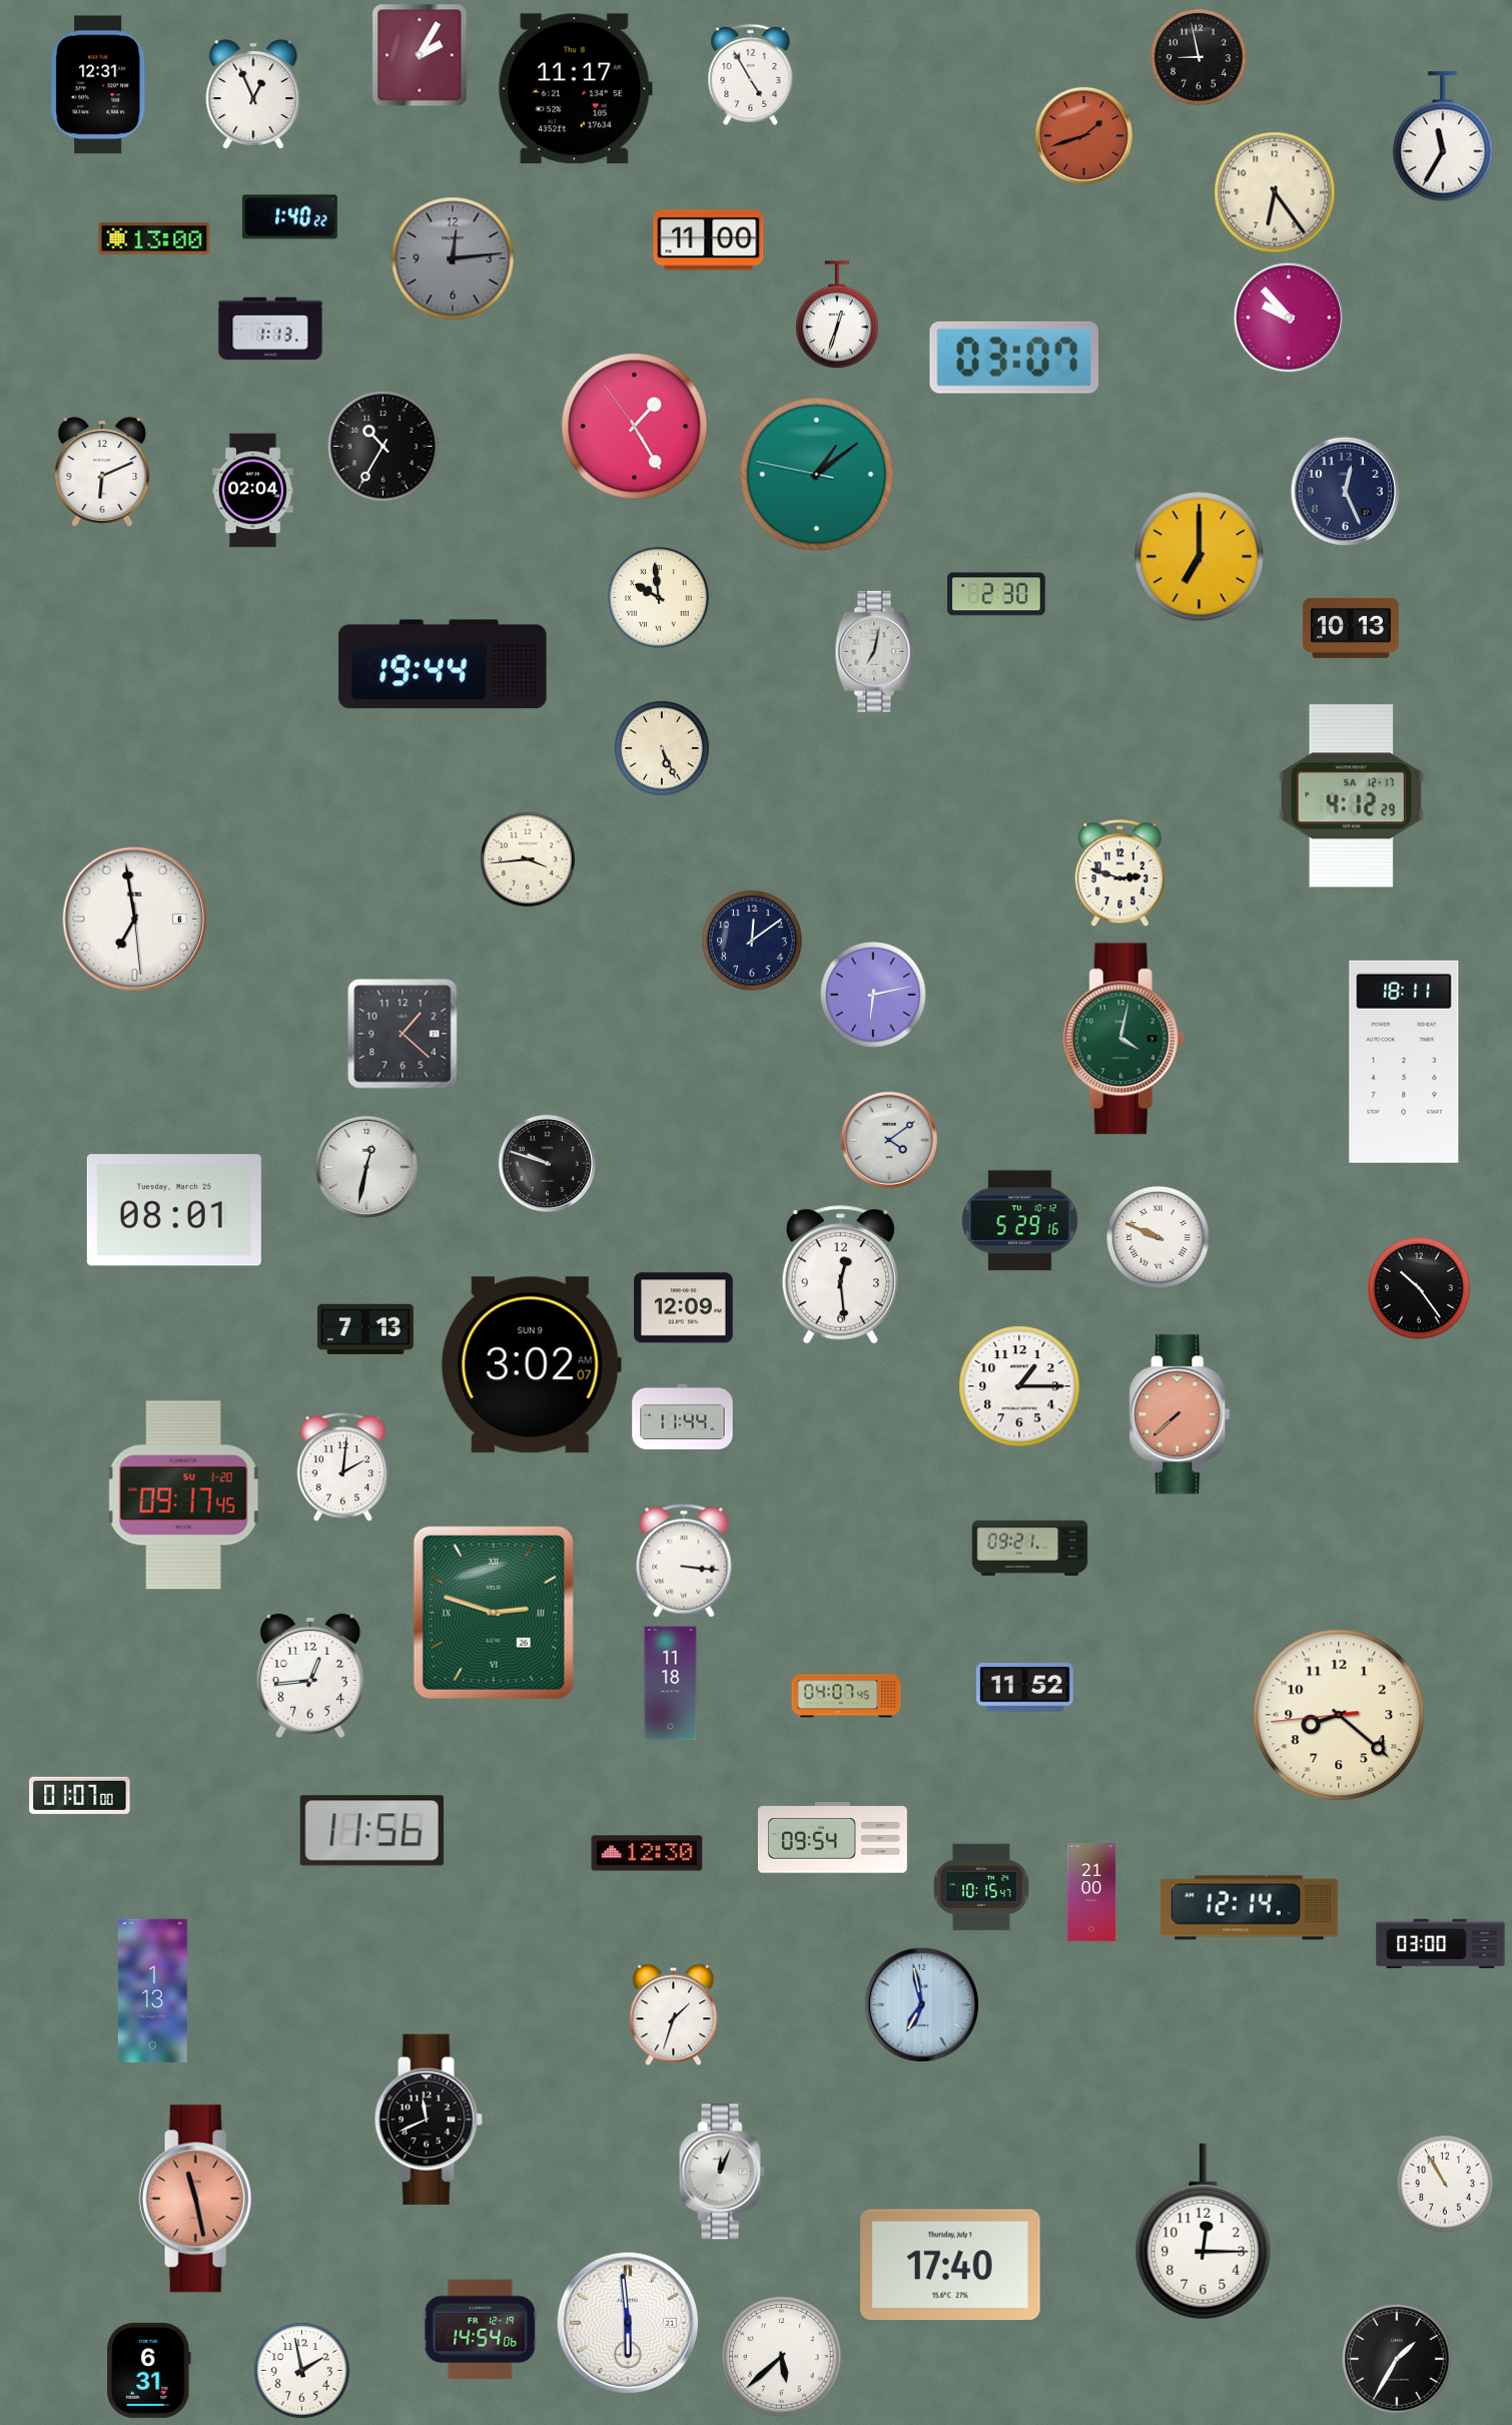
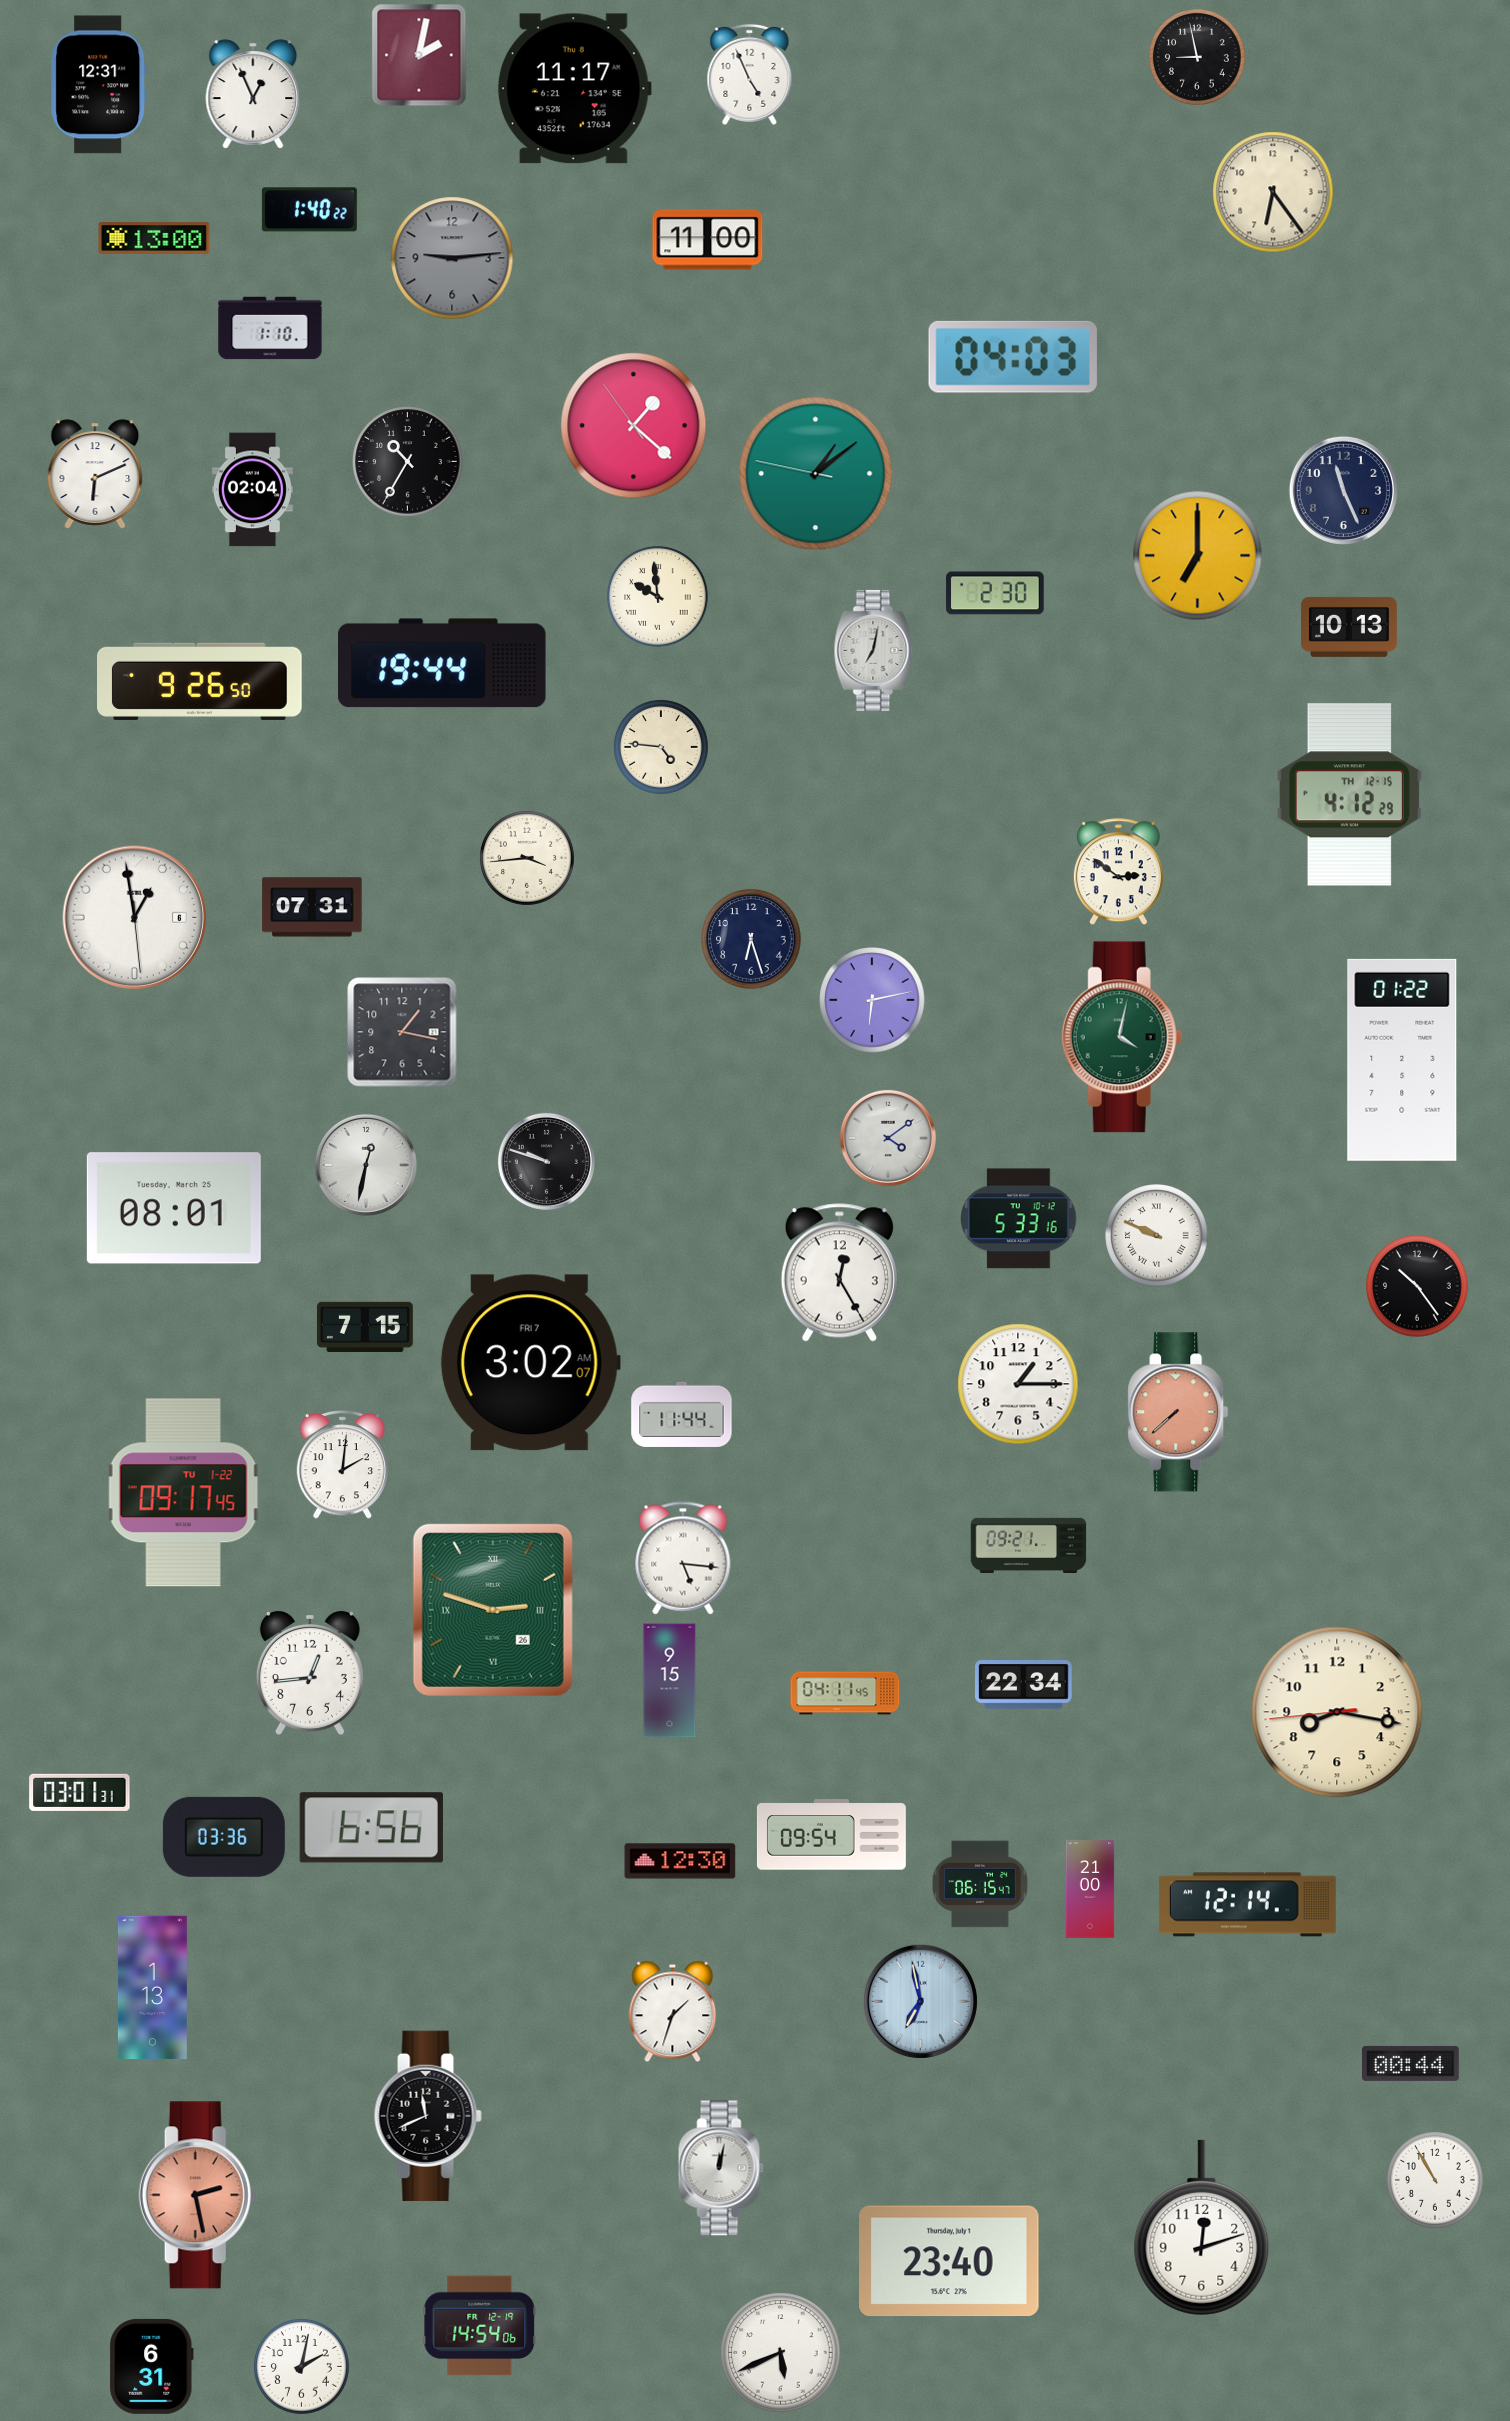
clock at (420, 55): 2:05 -> 2:02
clock at (751, 74): 4:55 -> 4:56
clock at (1083, 135): 1:42 -> none
clock at (1443, 136): 11:35 -> none
clock at (289, 217) position: (289, 217) -> (309, 210)
clock at (453, 258): 12:14 -> 9:14
clock at (837, 316): 12:33 -> none
clock at (1289, 318): 9:53 -> none
clock at (270, 329): 1:13 -> 1:10
clock at (1014, 358): 03:07 -> 04:03
clock at (635, 427): 1:24 -> 1:21
clock at (384, 447) position: (384, 447) -> (408, 462)
clock at (102, 472) position: (102, 472) -> (95, 474)
clock at (1345, 491): 12:26 -> 11:26
clock at (200, 681): none -> 9:26
clock at (663, 749): 5:26 -> 4:46
clock at (1351, 796) date: SA 12-17 -> TH 12-15
clock at (1119, 873): 2:48 -> 2:51
clock at (312, 907): none -> 07:31
clock at (135, 920): 6:58 -> 12:58
clock at (752, 941): 12:09 -> 6:27
clock at (873, 995) position: (873, 995) -> (872, 1000)
clock at (403, 1034): 1:22 -> 1:17
clock at (1404, 1062): 18:11 -> 01:22
clock at (1020, 1221): 5:29 -> 5:33
clock at (840, 1275): 12:29 -> 12:25
clock at (684, 1308): 12:09 -> none
clock at (365, 1329): 7:13 -> 7:15
clock at (531, 1365) date: SUN 9 -> FRI 7
clock at (184, 1495) date: SU 1-20 -> TU 1-22
clock at (684, 1561): 3:16 -> 5:16
clock at (671, 1684): 11:18 -> 9:15
clock at (1025, 1688): 11:52 -> 22:34
clock at (846, 1696): 04:07 -> 04:11
clock at (1339, 1715): 8:21 -> 8:16
clock at (80, 1795): 01:07 -> 03:01
clock at (371, 1831): 11:56 -> 6:56
clock at (224, 1837): none -> 03:36
clock at (647, 1853) position: (647, 1853) -> (680, 1861)
clock at (981, 1887): 10:15 -> 06:15
clock at (1441, 1944): 03:00 -> none
clock at (1411, 2063): none -> 00:44
clock at (722, 2172): 12:04 -> 12:02
clock at (1446, 2185) position: (1446, 2185) -> (1436, 2181)
clock at (198, 2199): 11:28 -> 2:28
clock at (1204, 2232): 12:15 -> 12:12
clock at (951, 2265): 17:40 -> 23:40
clock at (628, 2323): 5:59 -> none
clock at (782, 2357): 5:38 -> 5:41
clock at (1397, 2359): 1:35 -> none
clock at (149, 2370) position: (149, 2370) -> (152, 2366)
clock at (302, 2371): 1:58 -> 2:02
